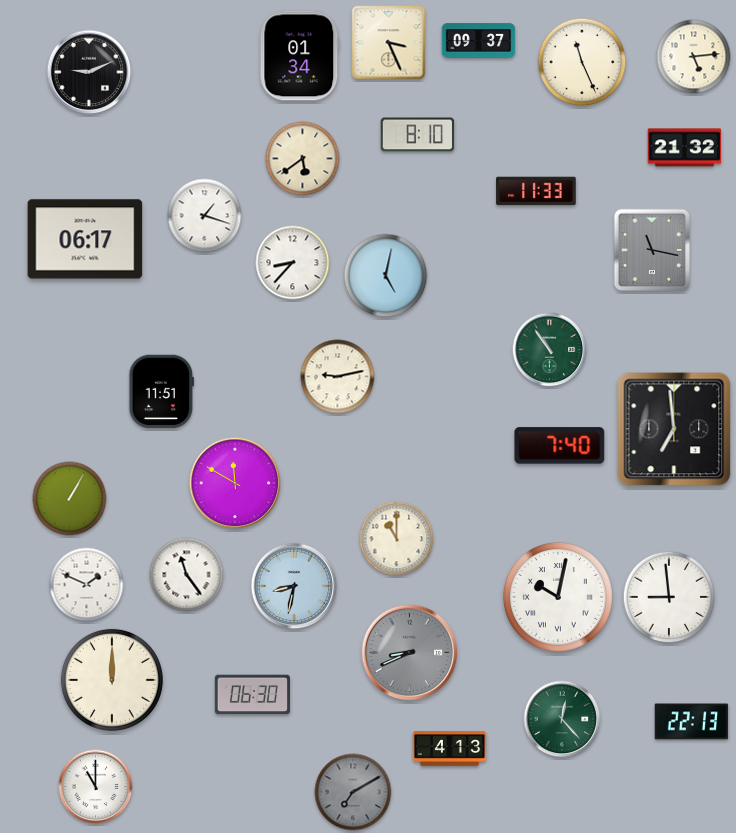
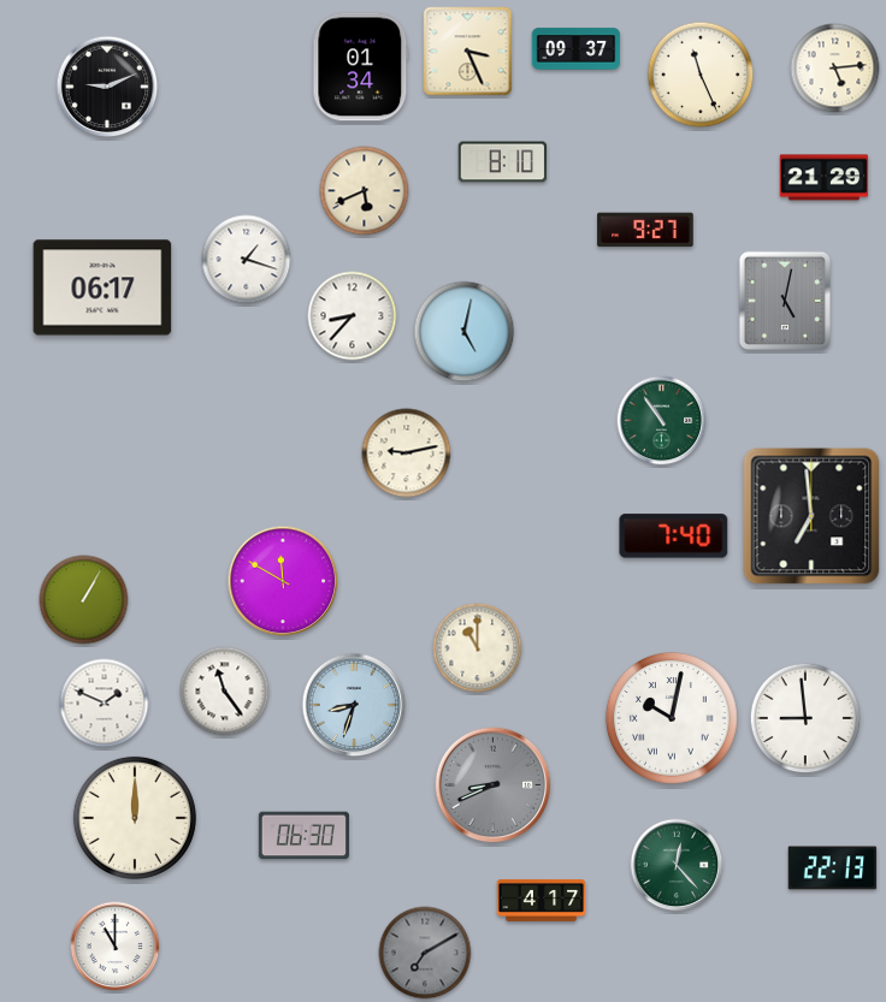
clock at (685, 148): 21:32 -> 21:29
clock at (303, 159): 5:39 -> 5:41
clock at (536, 191): 11:33 -> 9:27
clock at (652, 250): 11:17 -> 5:02
clock at (162, 392): 11:51 -> none
clock at (294, 586): 8:32 -> 8:33
clock at (450, 749): 4:13 -> 4:17
